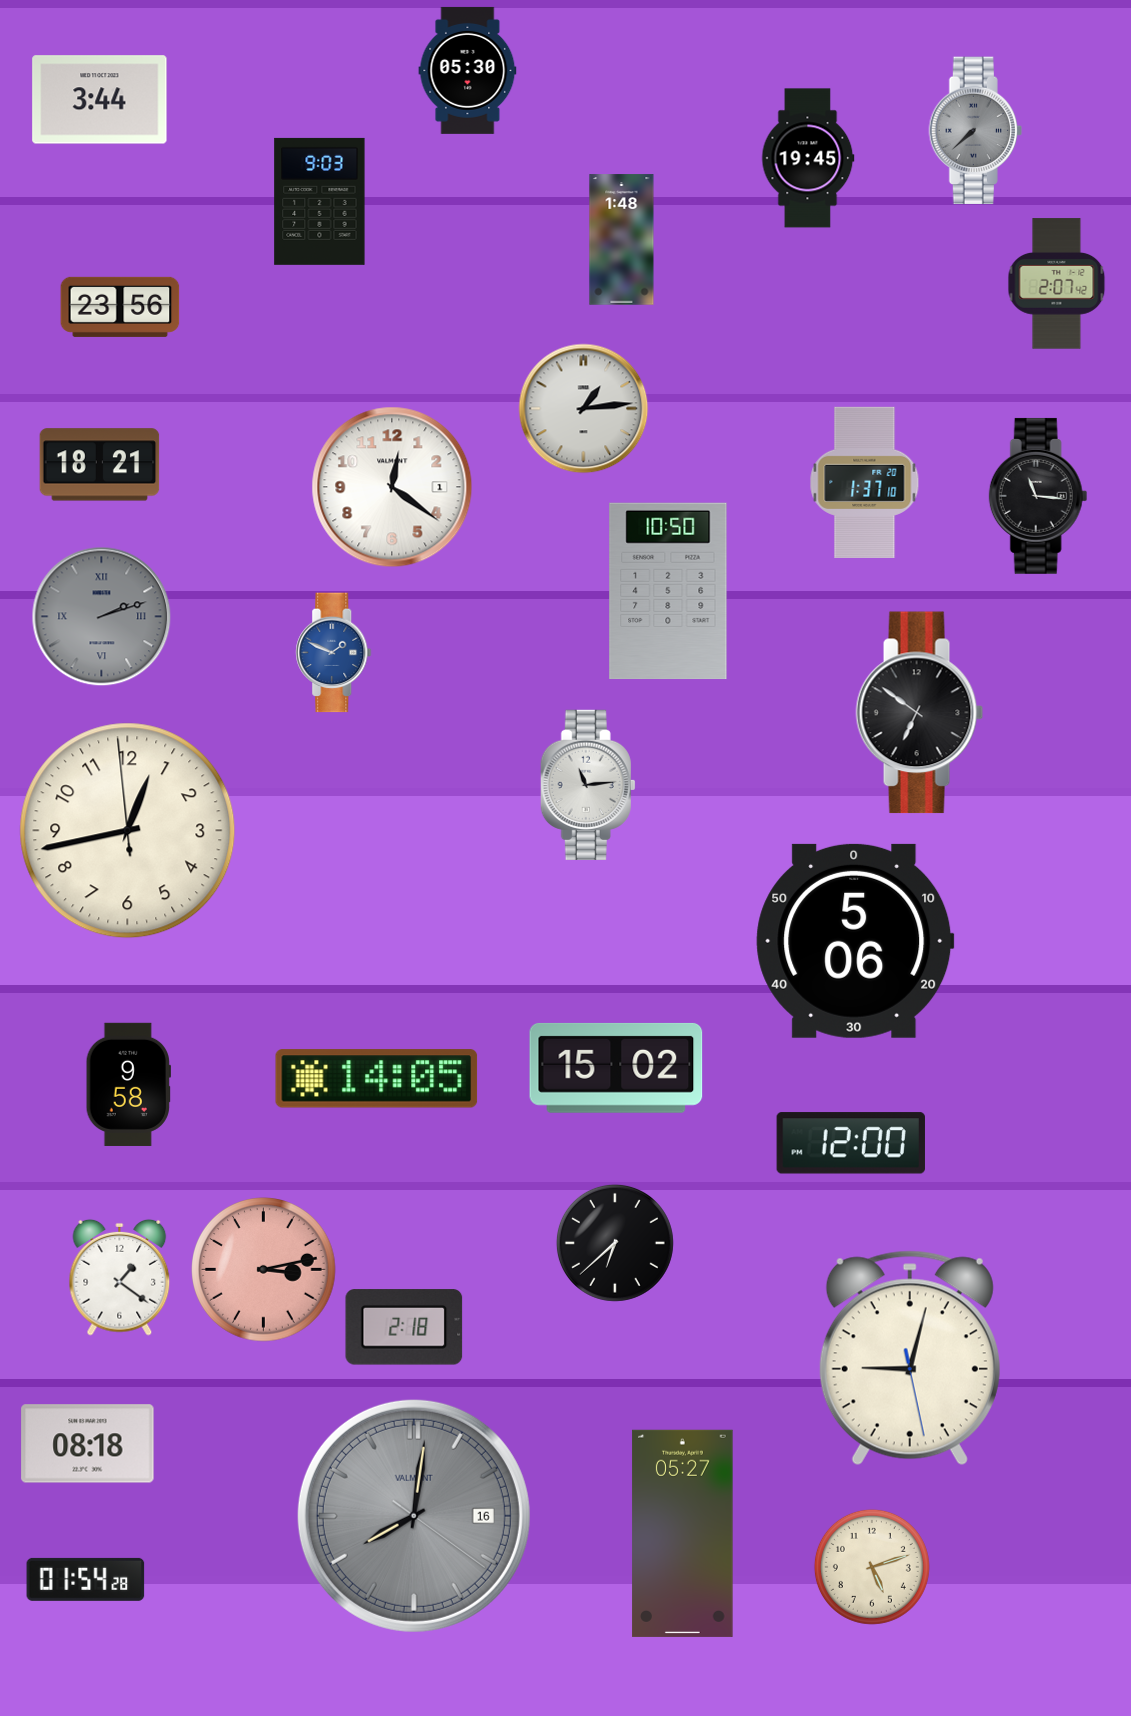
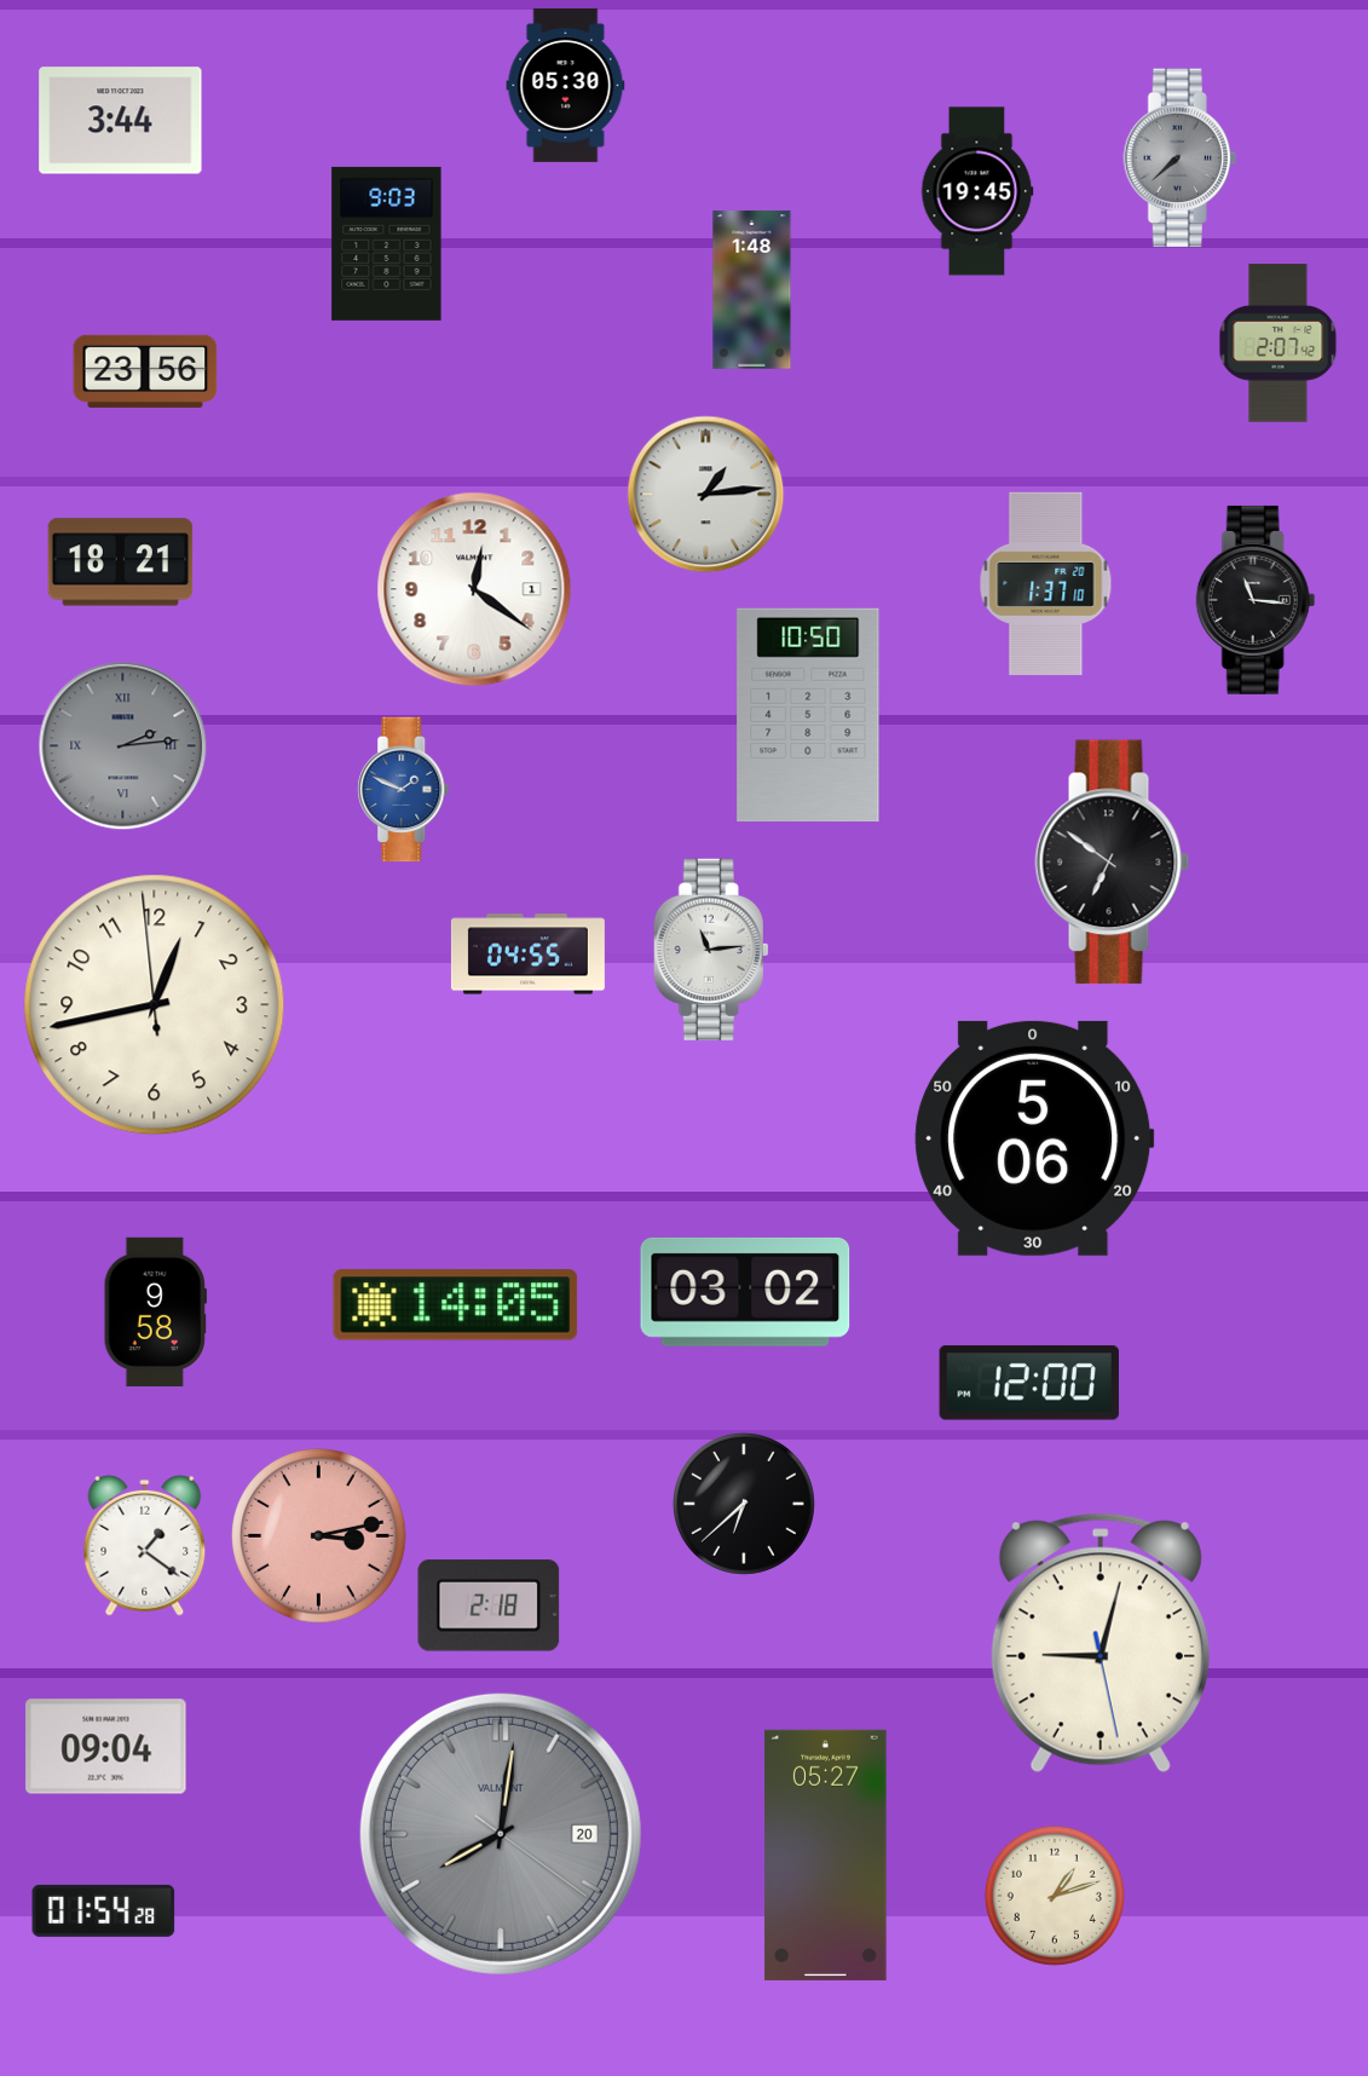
clock at (102, 617): 2:12 -> 2:14
clock at (527, 955): none -> 04:55
clock at (616, 1068): 15:02 -> 03:02
clock at (88, 1444): 08:18 -> 09:04
clock at (414, 1516) date: 16 -> 20
clock at (872, 1567): 5:12 -> 1:12
